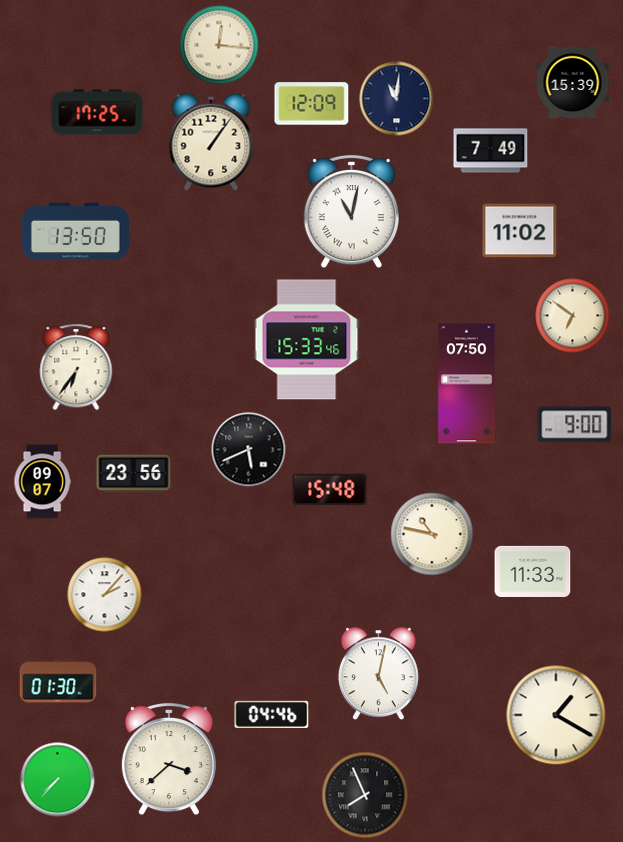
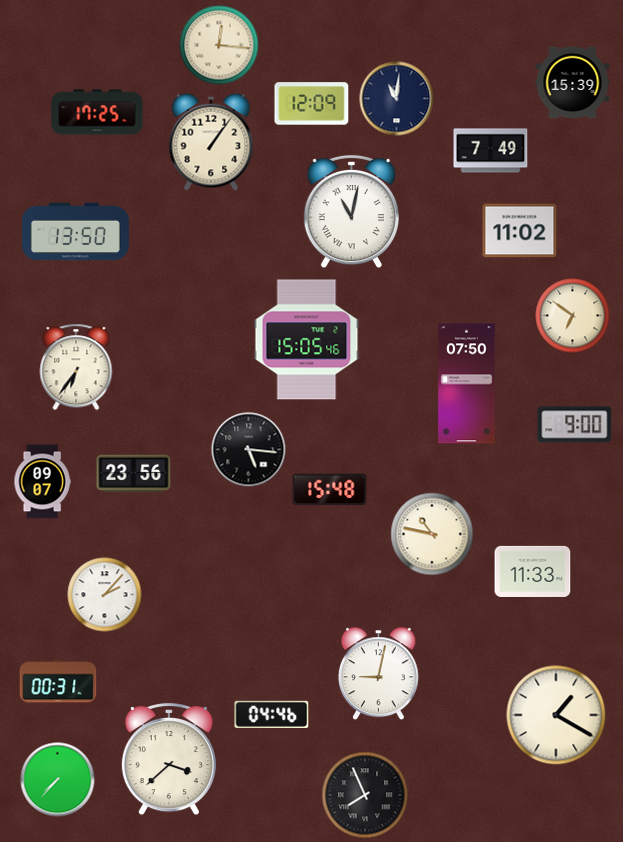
clock at (307, 340): 15:33 -> 15:05
clock at (249, 450): 5:41 -> 5:16
clock at (378, 674): 5:02 -> 9:02
clock at (58, 681): 01:30 -> 00:31
